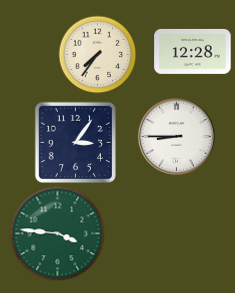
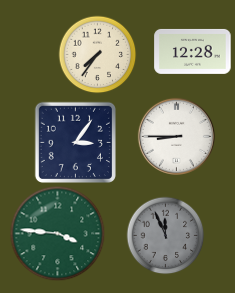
clock at (165, 235): none -> 11:56
